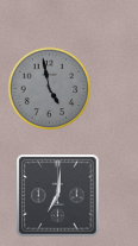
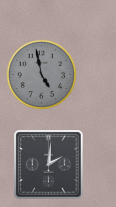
clock at (58, 196): 7:01 -> 2:01
